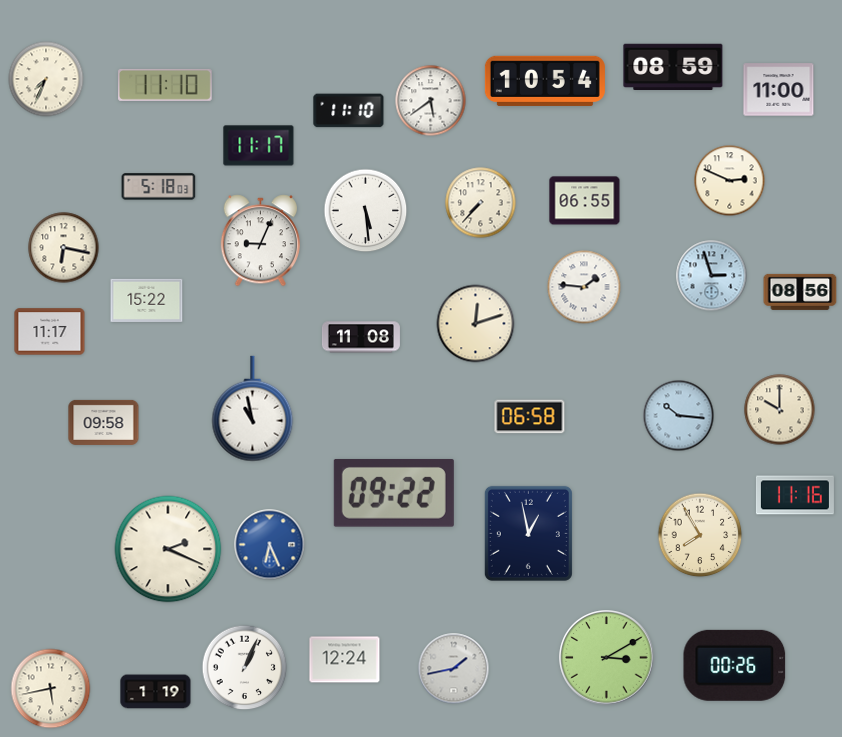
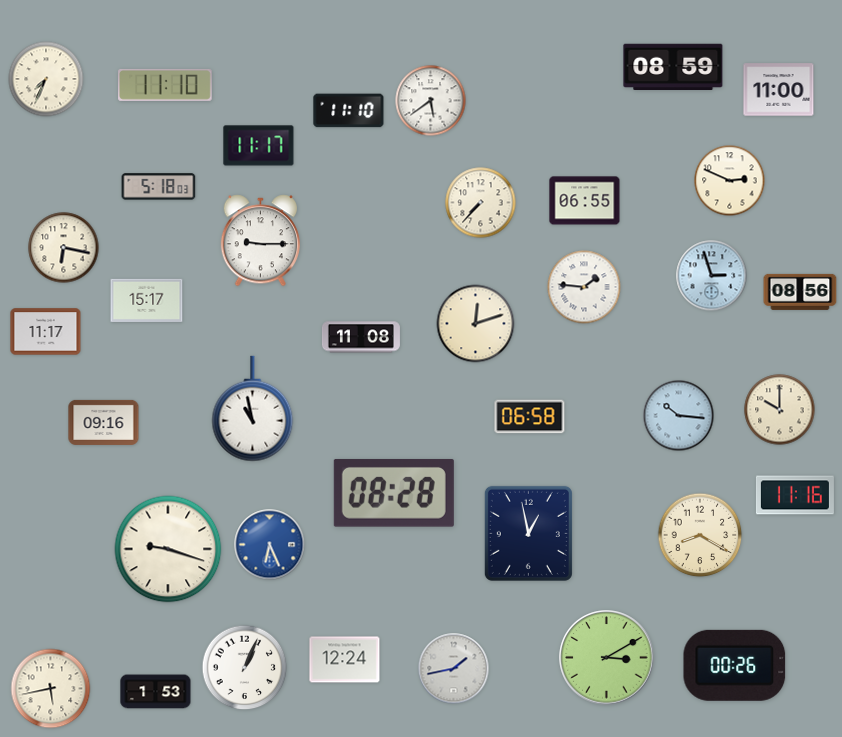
clock at (545, 81): 10:54 -> none
clock at (366, 211): 5:29 -> none
clock at (260, 241): 9:04 -> 9:15
clock at (147, 300): 15:22 -> 15:17
clock at (50, 332) position: (50, 332) -> (46, 332)
clock at (104, 422): 09:58 -> 09:16
clock at (394, 493): 09:22 -> 08:28
clock at (700, 535): 7:55 -> 8:20
clock at (168, 549): 2:19 -> 9:18
clock at (156, 692): 1:19 -> 1:53
